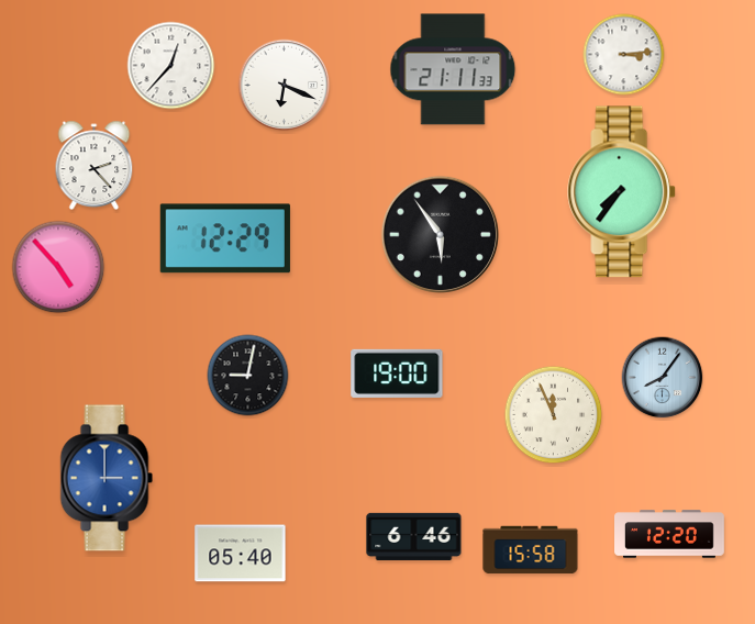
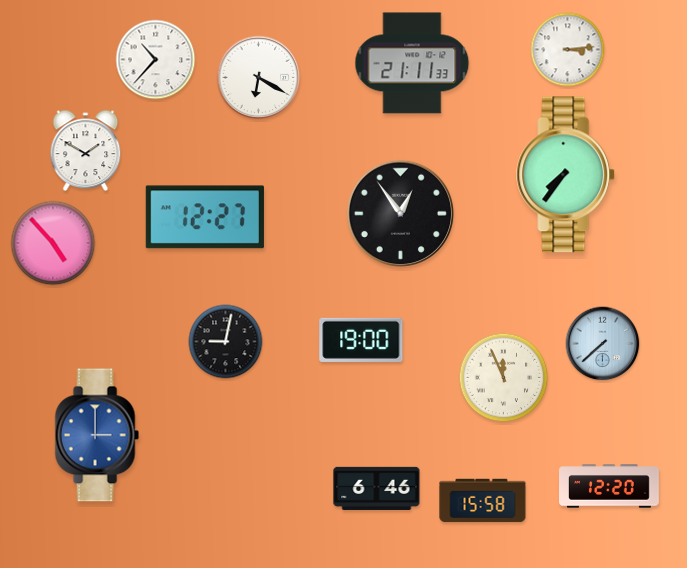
clock at (171, 66): 12:37 -> 10:37
clock at (285, 86): 6:19 -> 6:20
clock at (95, 165): 2:23 -> 1:50
clock at (440, 234): 5:54 -> 12:54
clock at (225, 238): 12:29 -> 12:27
clock at (663, 378): 8:06 -> 7:38
clock at (241, 554): 05:40 -> none
